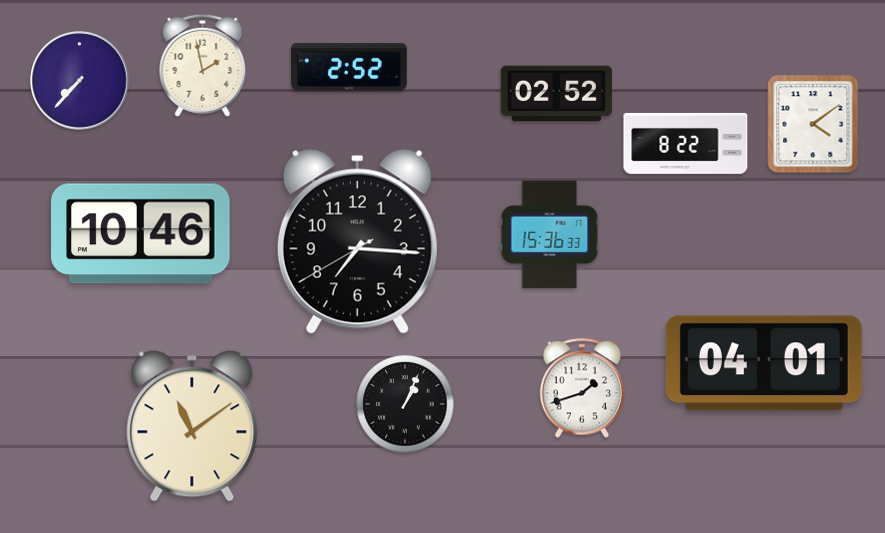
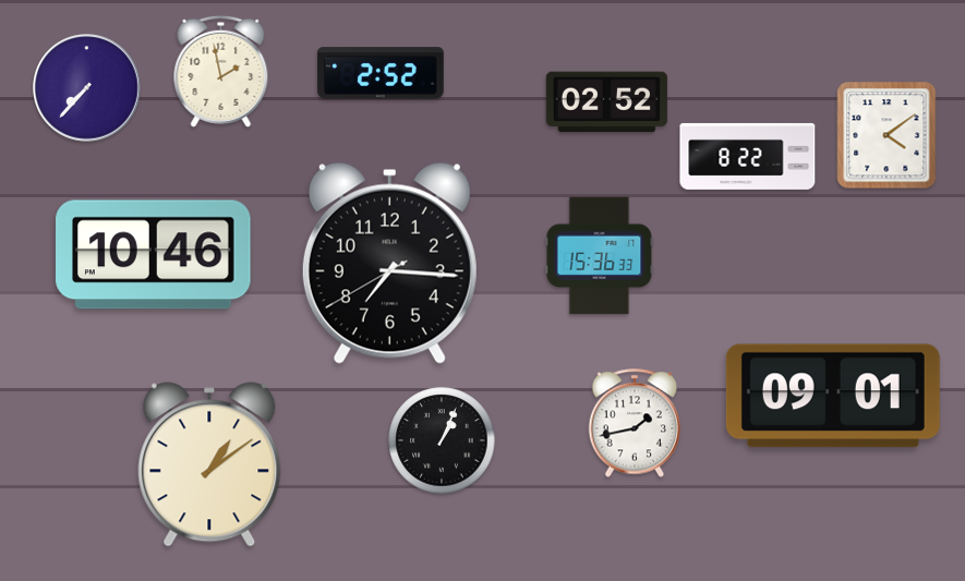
clock at (764, 363): 04:01 -> 09:01
clock at (582, 388): 1:42 -> 1:43
clock at (192, 426): 11:09 -> 1:09
